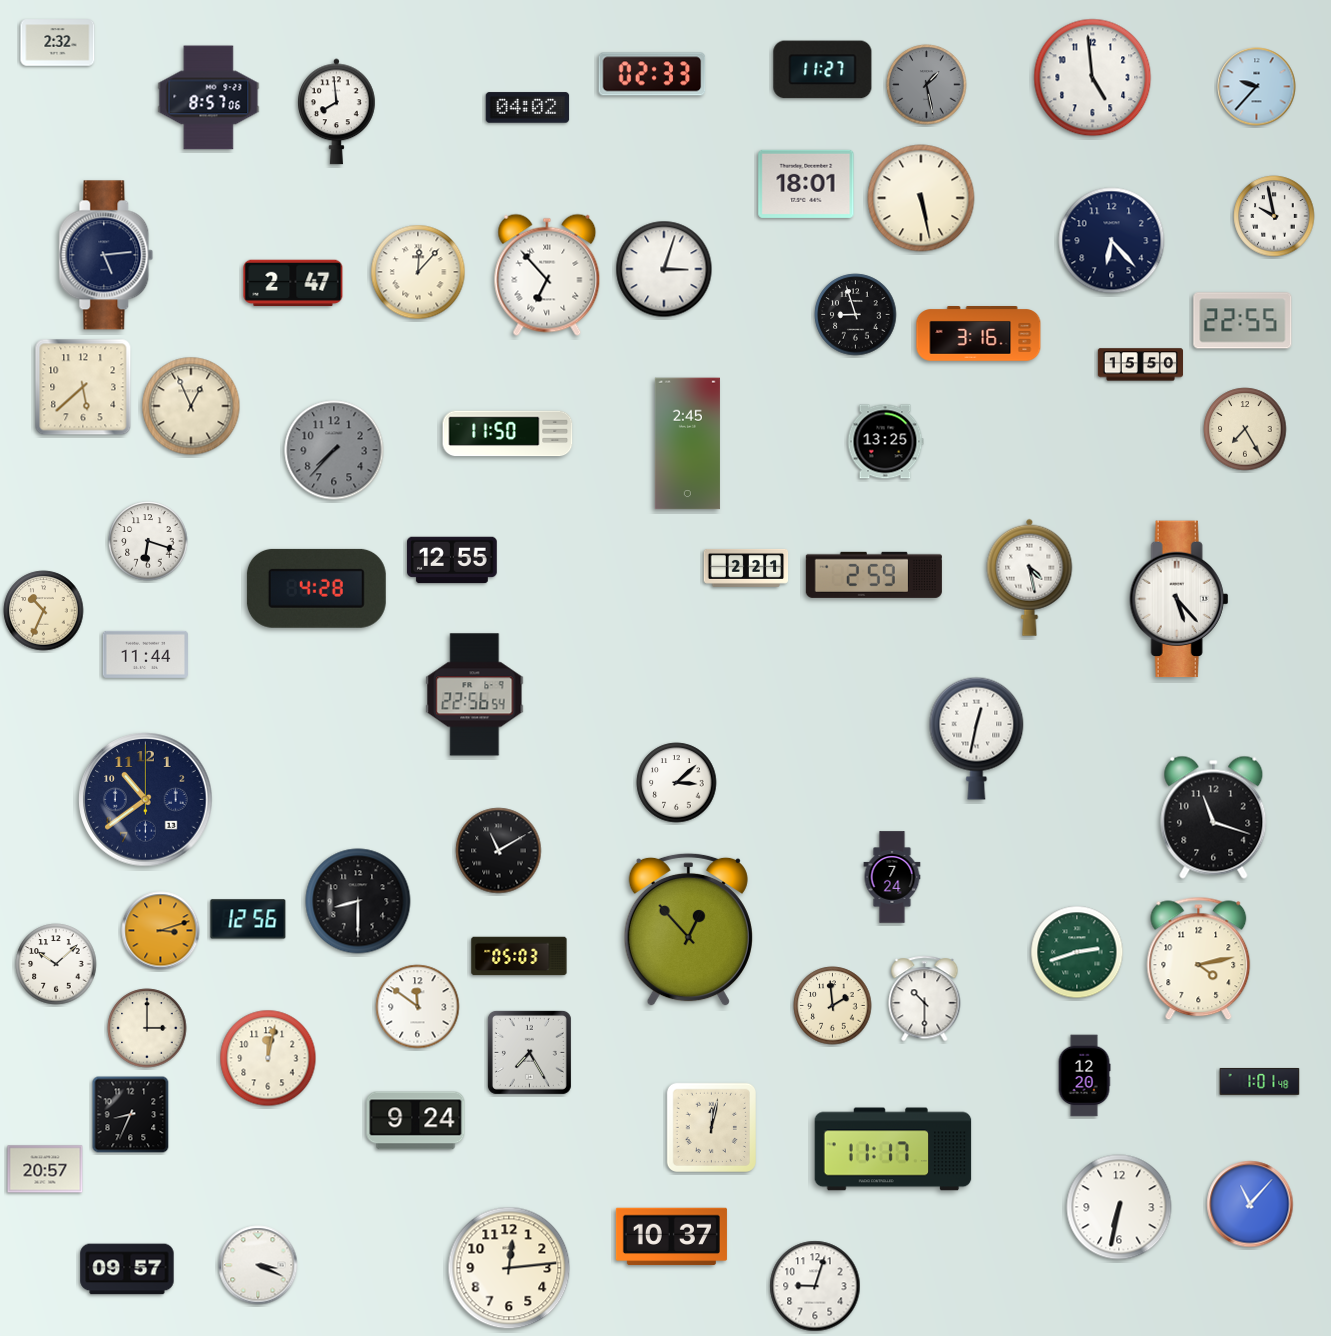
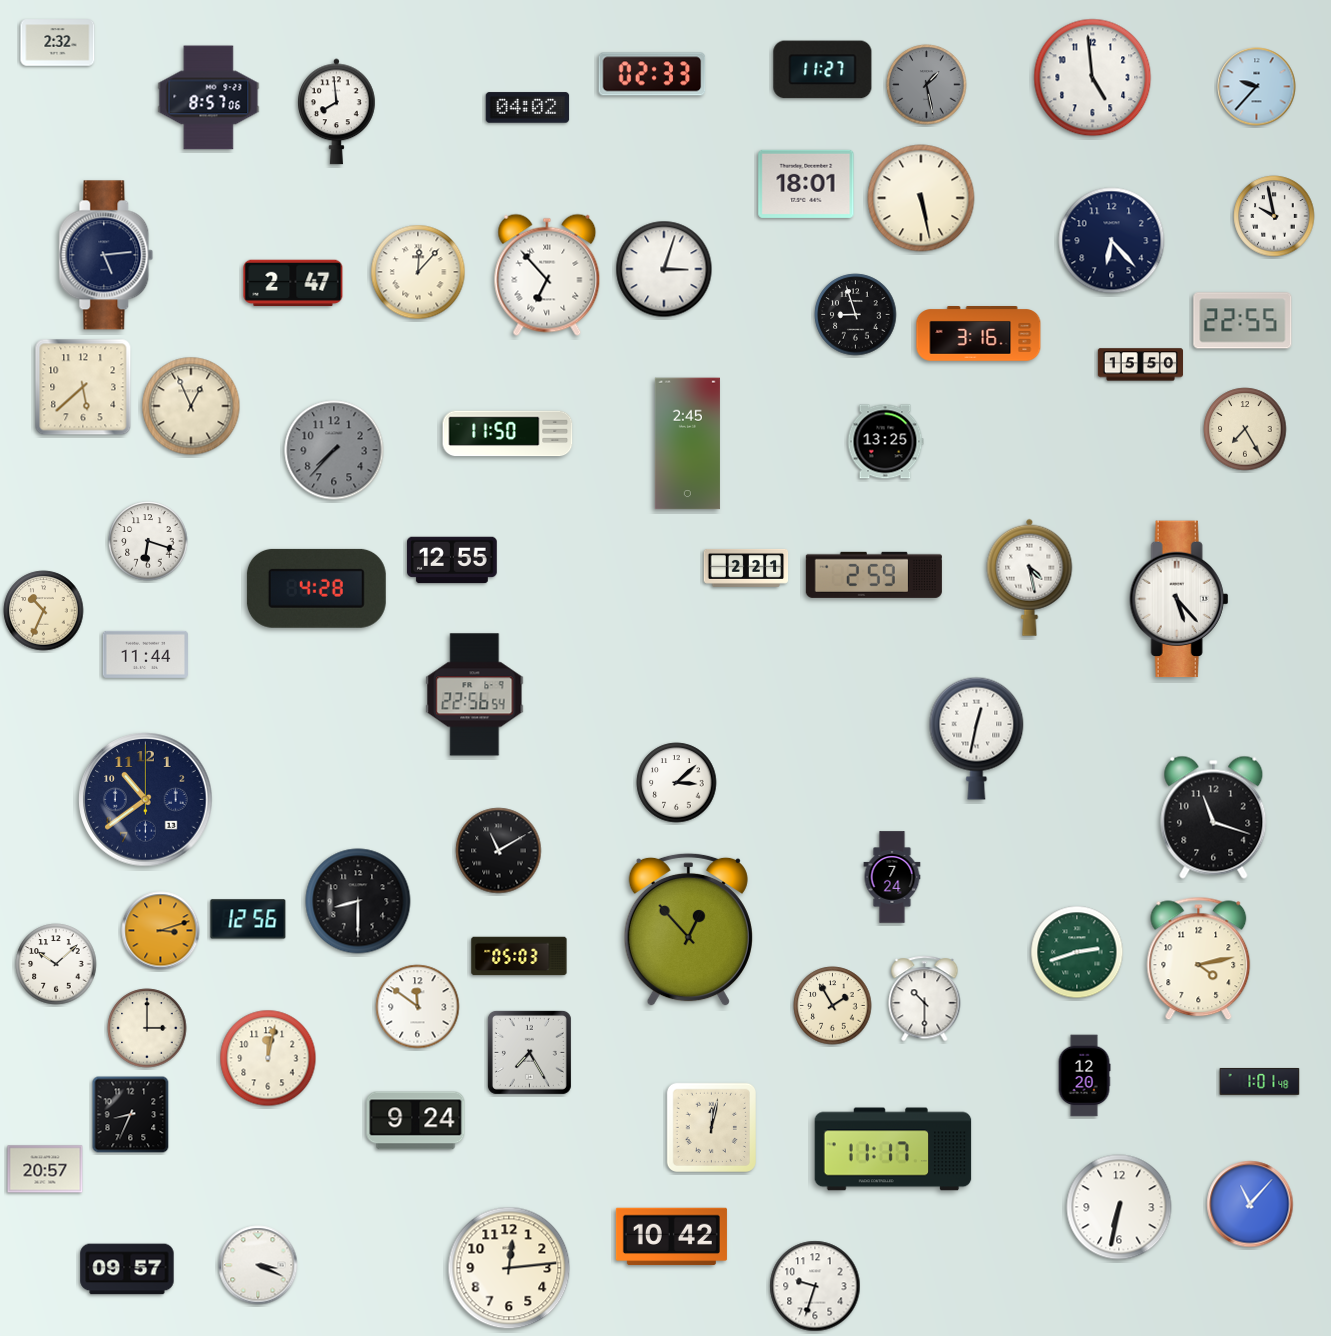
clock at (833, 1006): 1:59 -> 1:55
clock at (671, 1237): 10:37 -> 10:42
clock at (815, 1286): 9:03 -> 9:33
